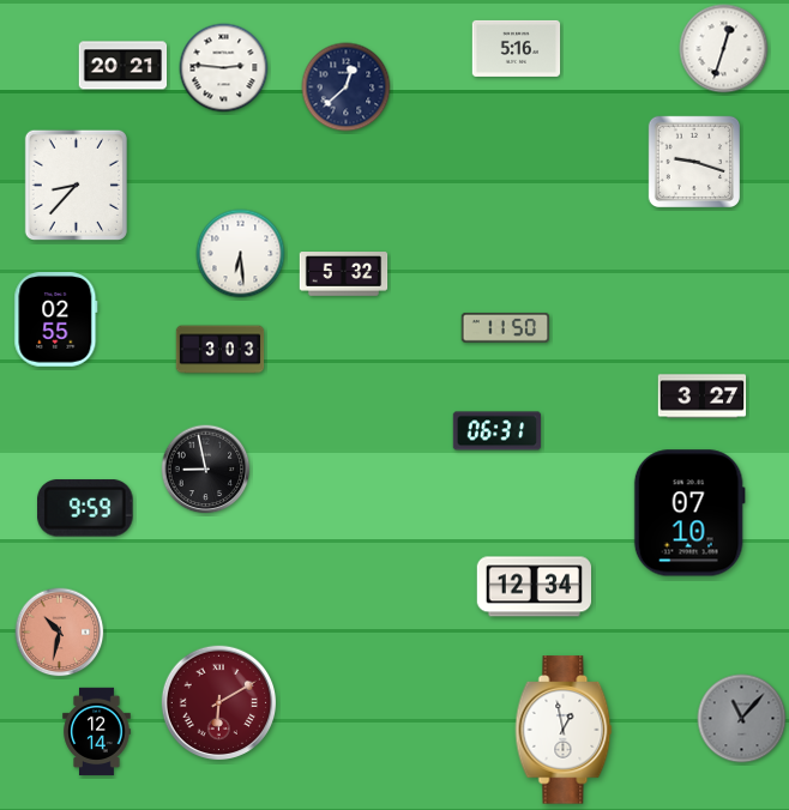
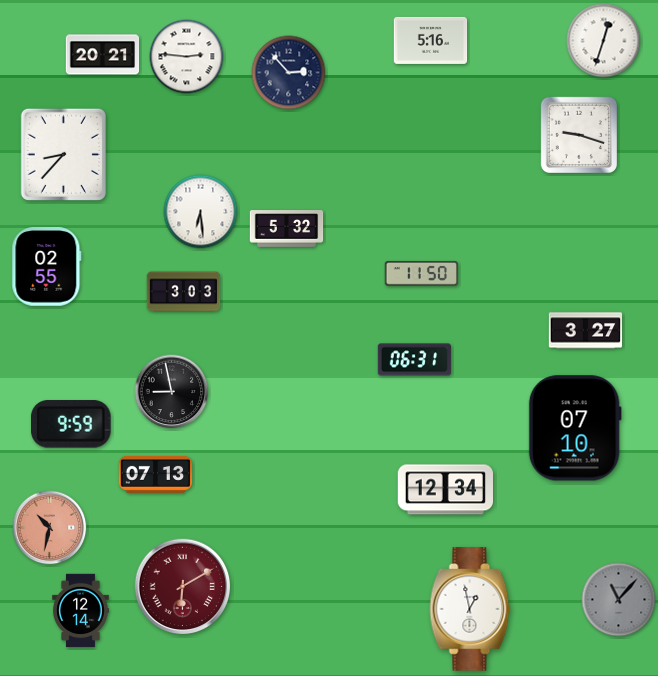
clock at (347, 87): 12:38 -> 2:53
clock at (156, 474): none -> 07:13
